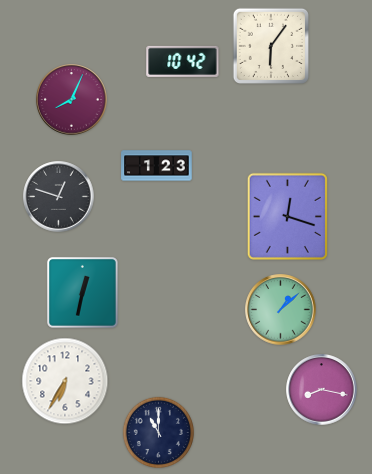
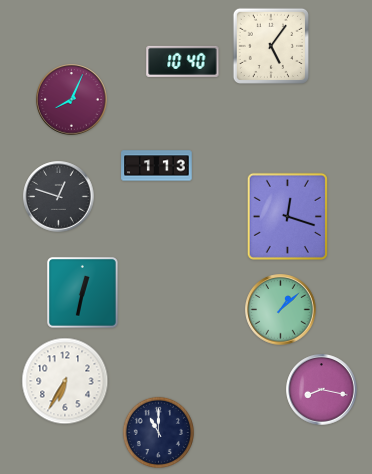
clock at (271, 46): 6:06 -> 5:06
clock at (183, 61): 10:42 -> 10:40
clock at (157, 166): 1:23 -> 1:13
